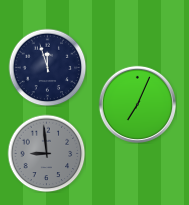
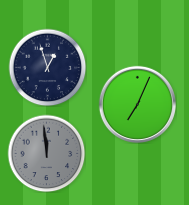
clock at (47, 67): 11:57 -> 12:57
clock at (46, 153): 8:59 -> 11:59
